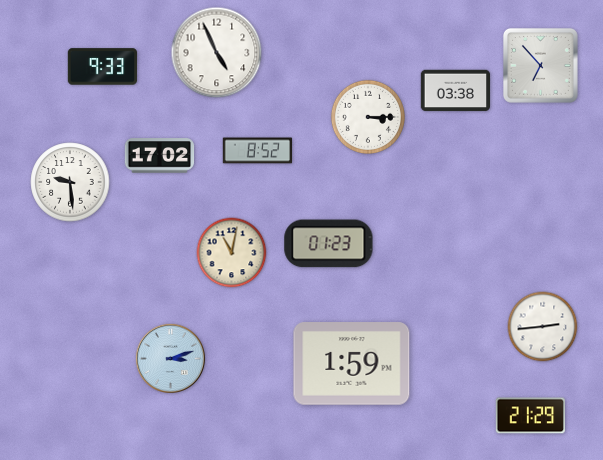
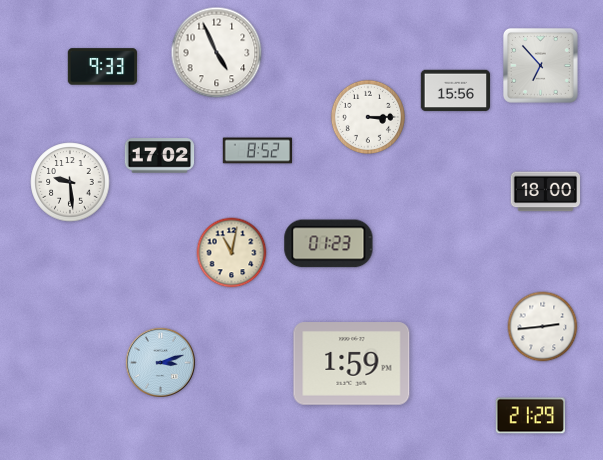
clock at (456, 91): 03:38 -> 15:56
clock at (546, 192): none -> 18:00
clock at (170, 358) position: (170, 358) -> (160, 362)
